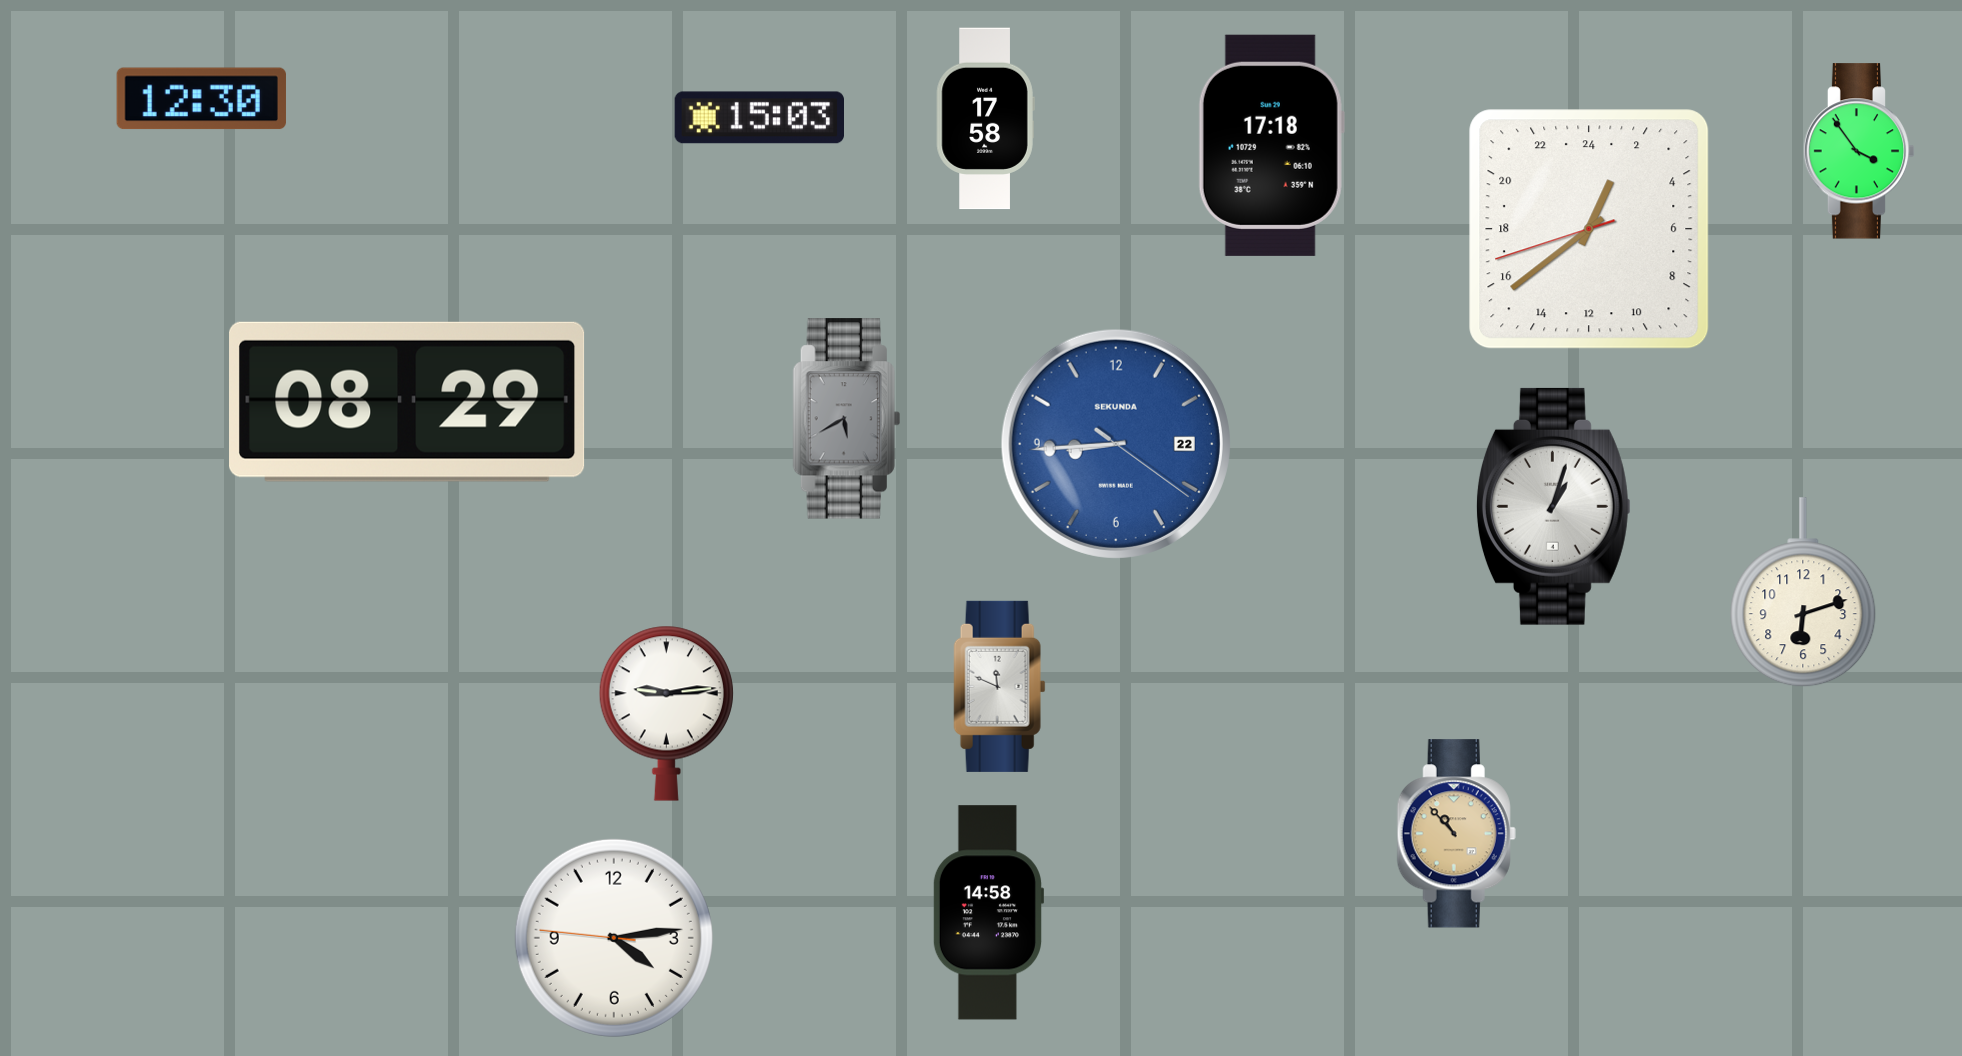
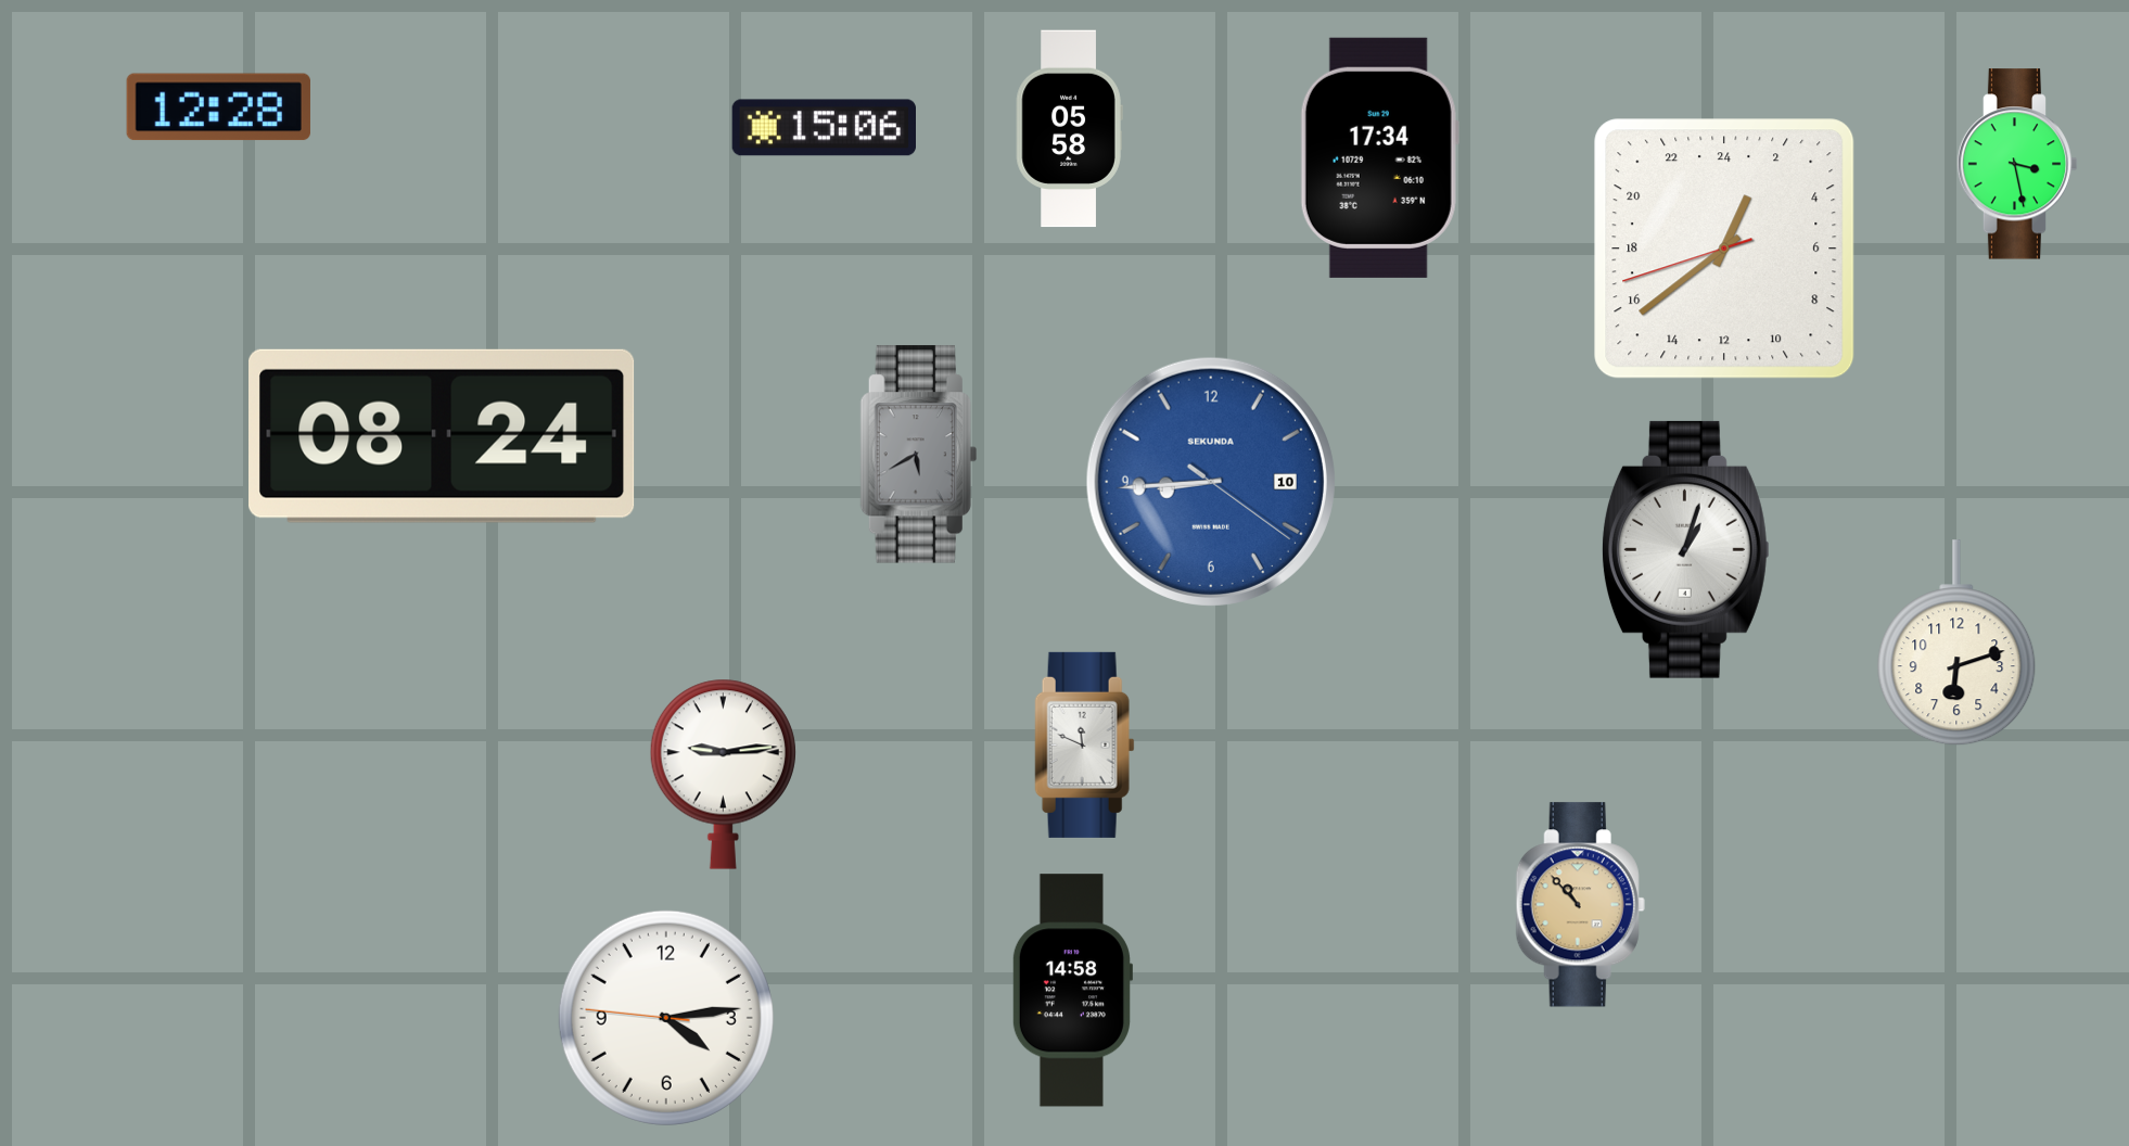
clock at (201, 99): 12:30 -> 12:28
clock at (759, 118): 15:03 -> 15:06
clock at (985, 119): 17:58 -> 05:58
clock at (1271, 145): 17:18 -> 17:34
clock at (1859, 151): 3:54 -> 3:28
clock at (407, 402): 08:29 -> 08:24
clock at (1116, 444) date: 22 -> 10
